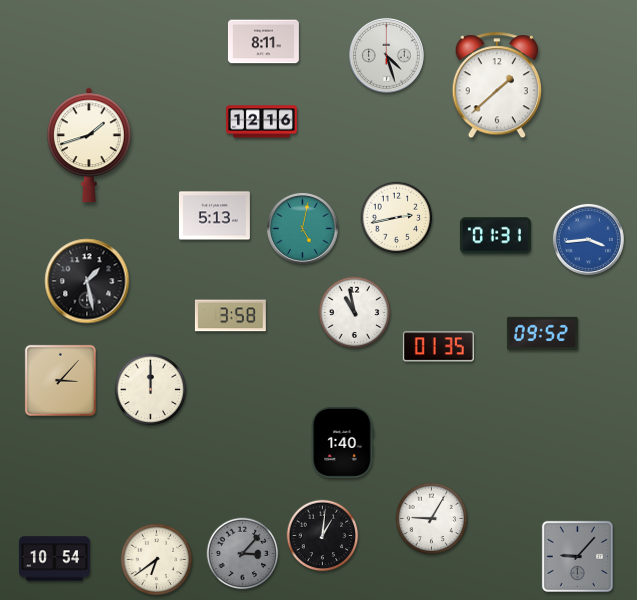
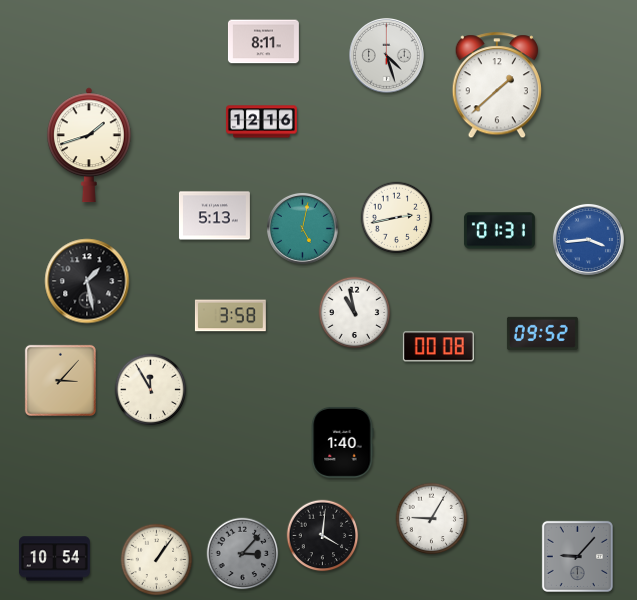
clock at (495, 236) position: (495, 236) -> (499, 231)
clock at (438, 347): 01:35 -> 00:08
clock at (151, 390): 12:00 -> 11:55
clock at (323, 536): 1:01 -> 4:01
clock at (157, 560): 6:39 -> 1:06
